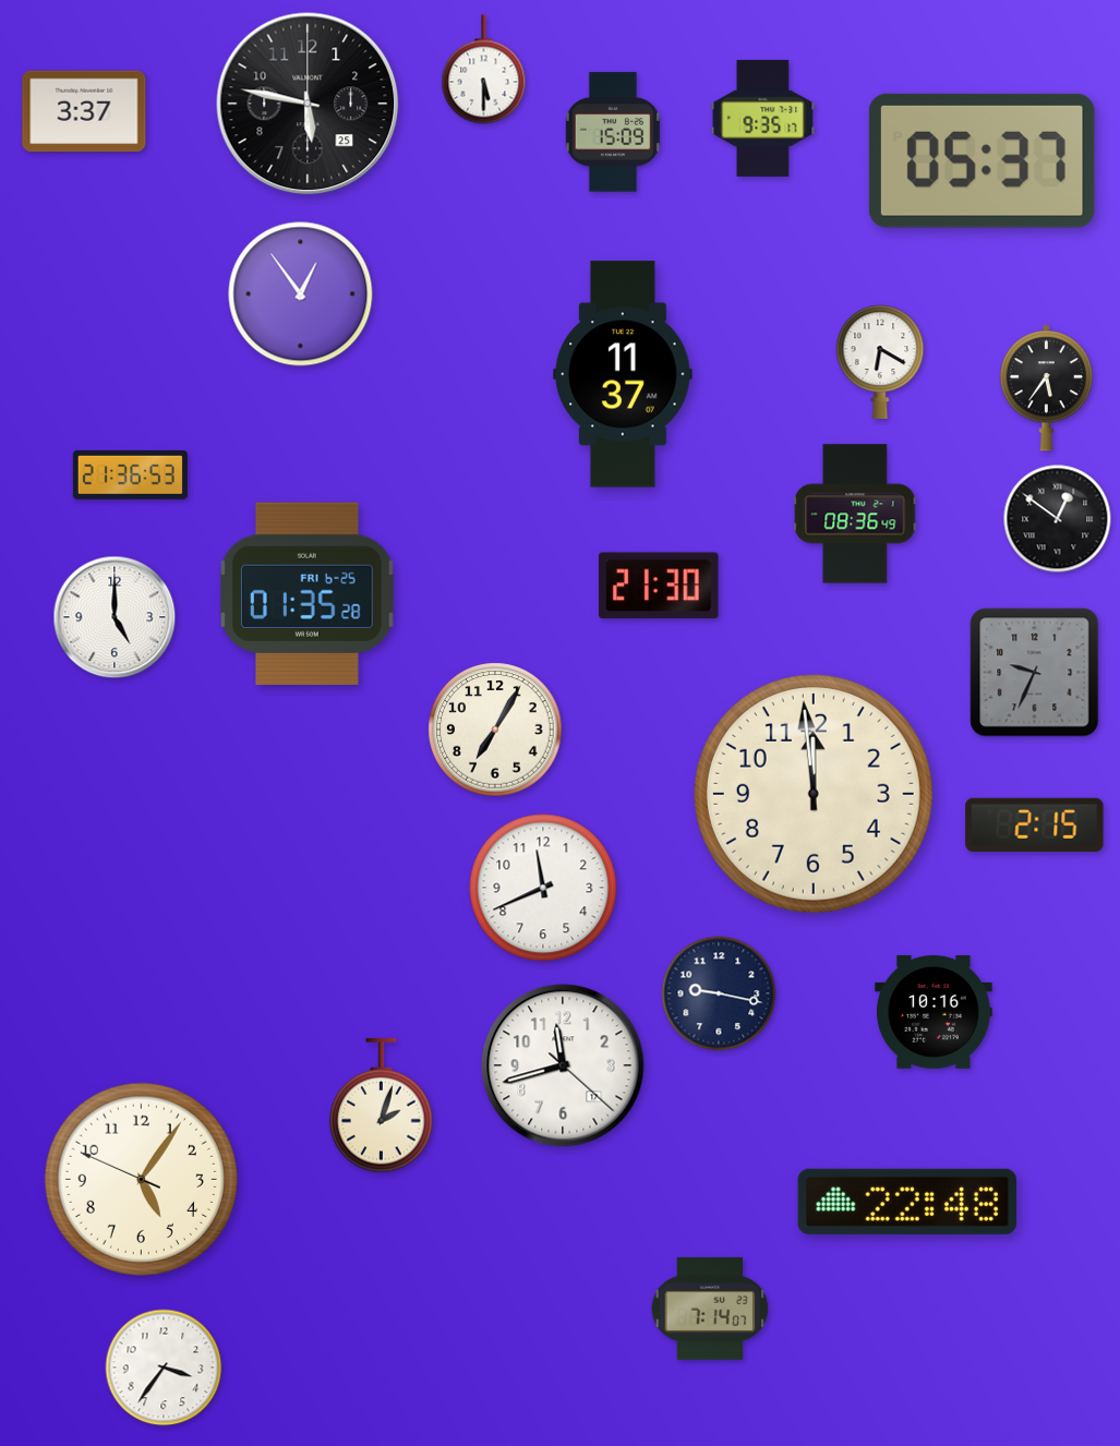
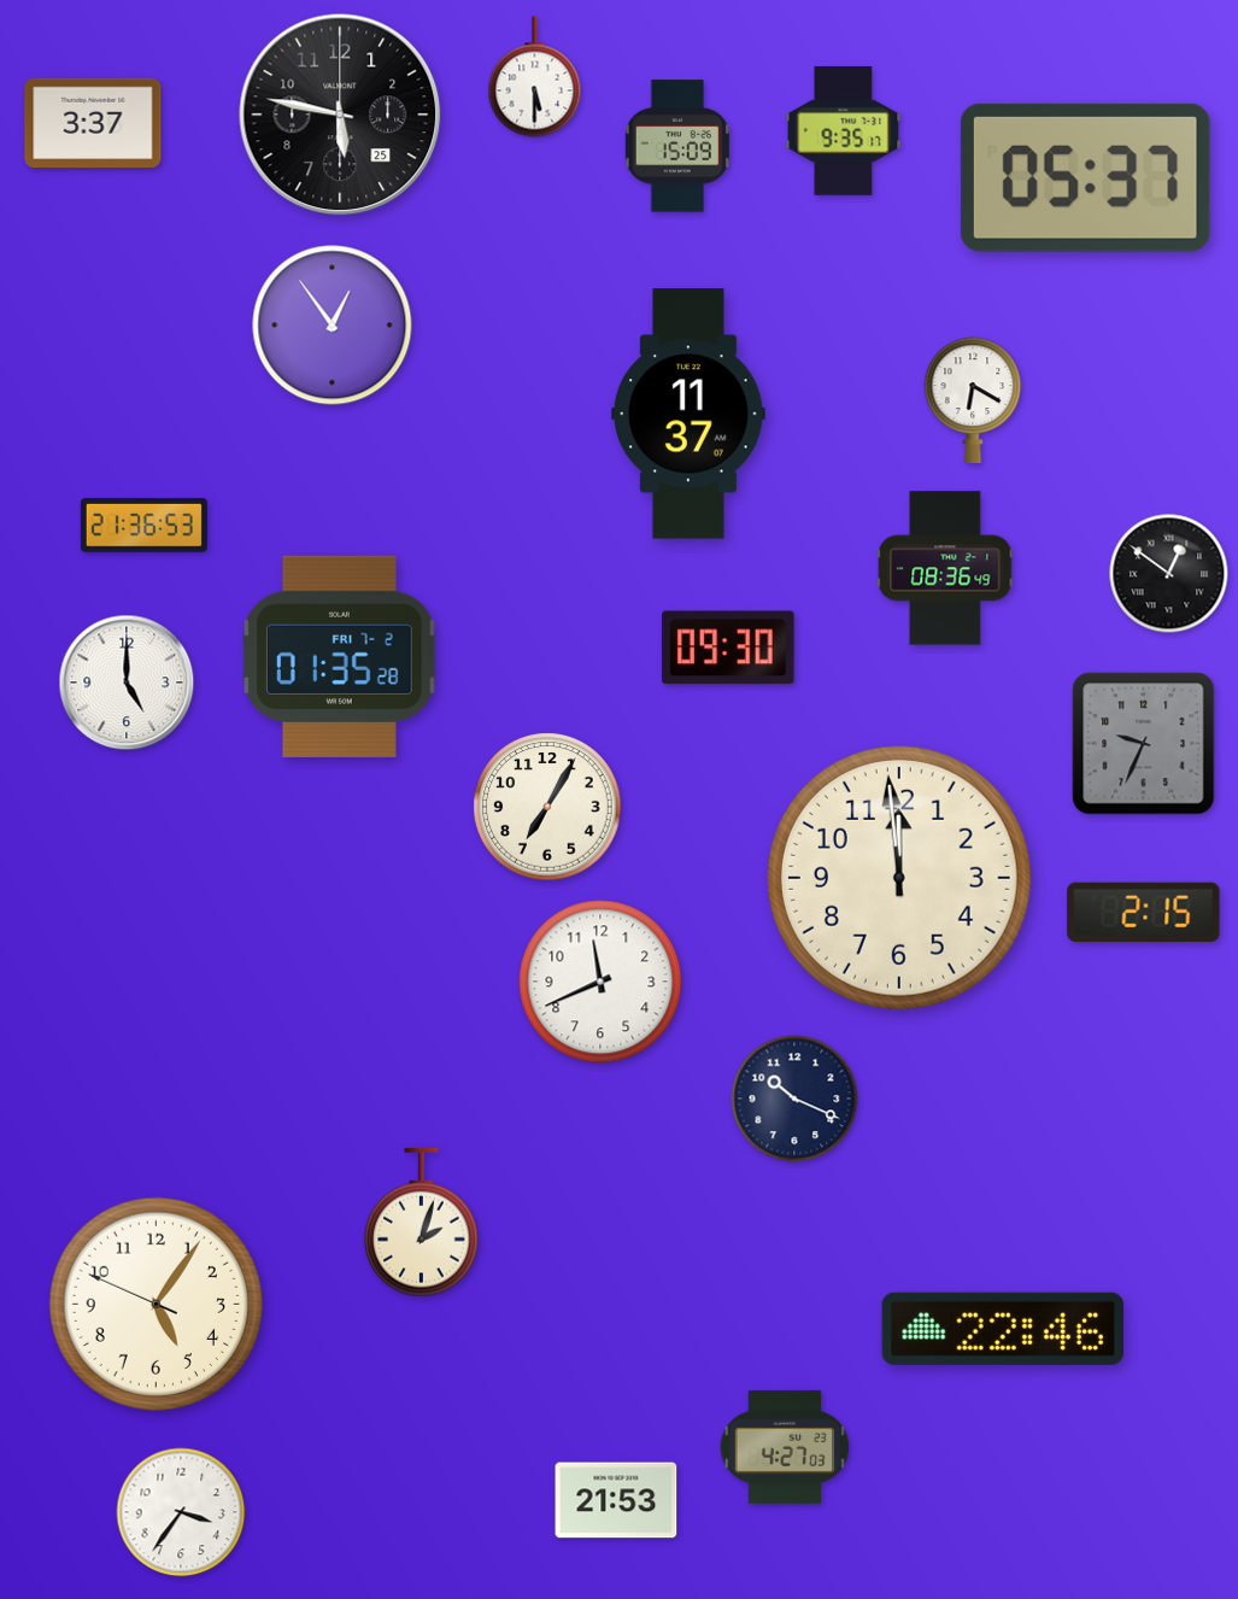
clock at (1046, 388): 5:36 -> none
clock at (659, 586): 21:30 -> 09:30
clock at (308, 593) date: FRI 6-25 -> FRI 7-2
clock at (719, 993): 9:17 -> 10:19
clock at (935, 1013): 10:16 -> none
clock at (563, 1065): 11:42 -> none
clock at (907, 1202): 22:48 -> 22:46
clock at (710, 1309): 7:14 -> 4:27
clock at (616, 1500): none -> 21:53
